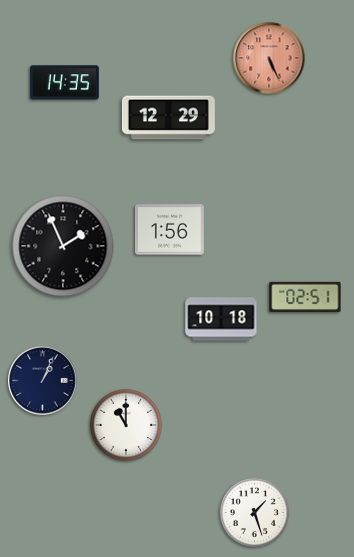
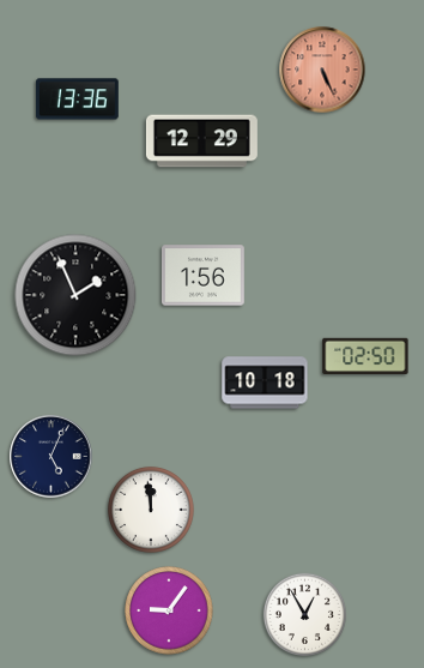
clock at (64, 83): 14:35 -> 13:36
clock at (305, 296): 02:51 -> 02:50
clock at (43, 381): 1:04 -> 5:04
clock at (126, 425): 11:00 -> 11:59
clock at (169, 610): none -> 9:06
clock at (254, 512): 1:27 -> 12:55
